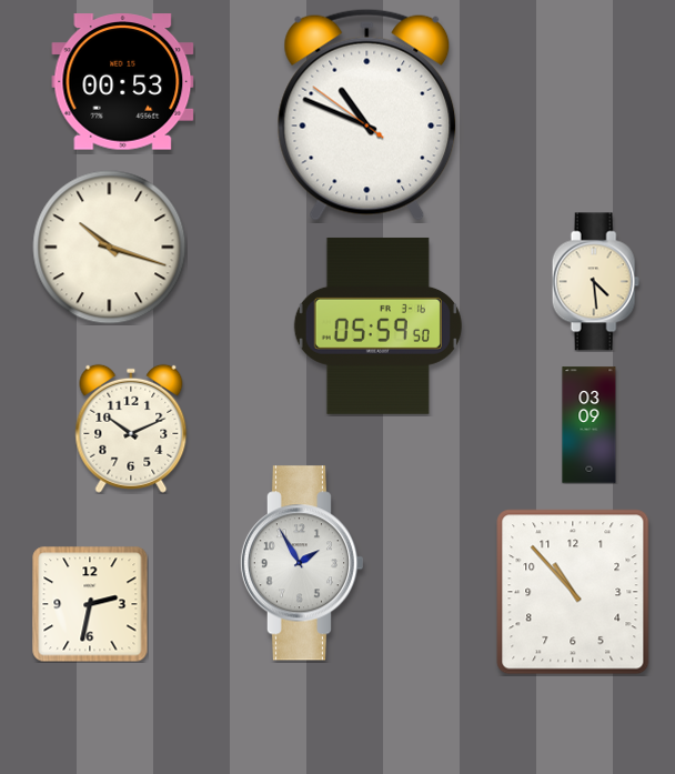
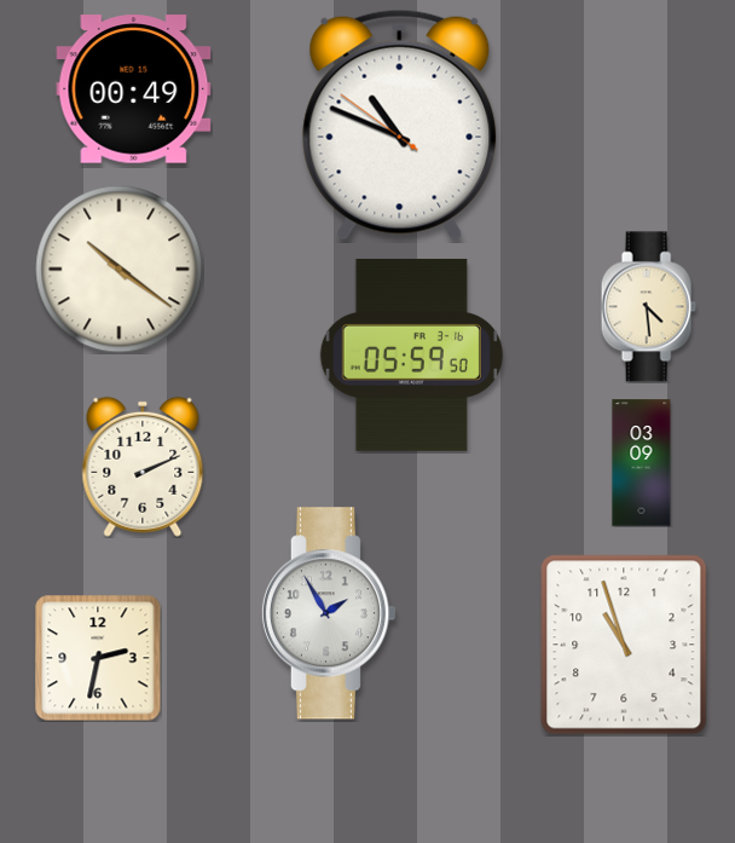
clock at (123, 82): 00:53 -> 00:49
clock at (110, 248): 10:18 -> 10:21
clock at (131, 429): 10:11 -> 2:11
clock at (573, 592): 10:53 -> 10:57
